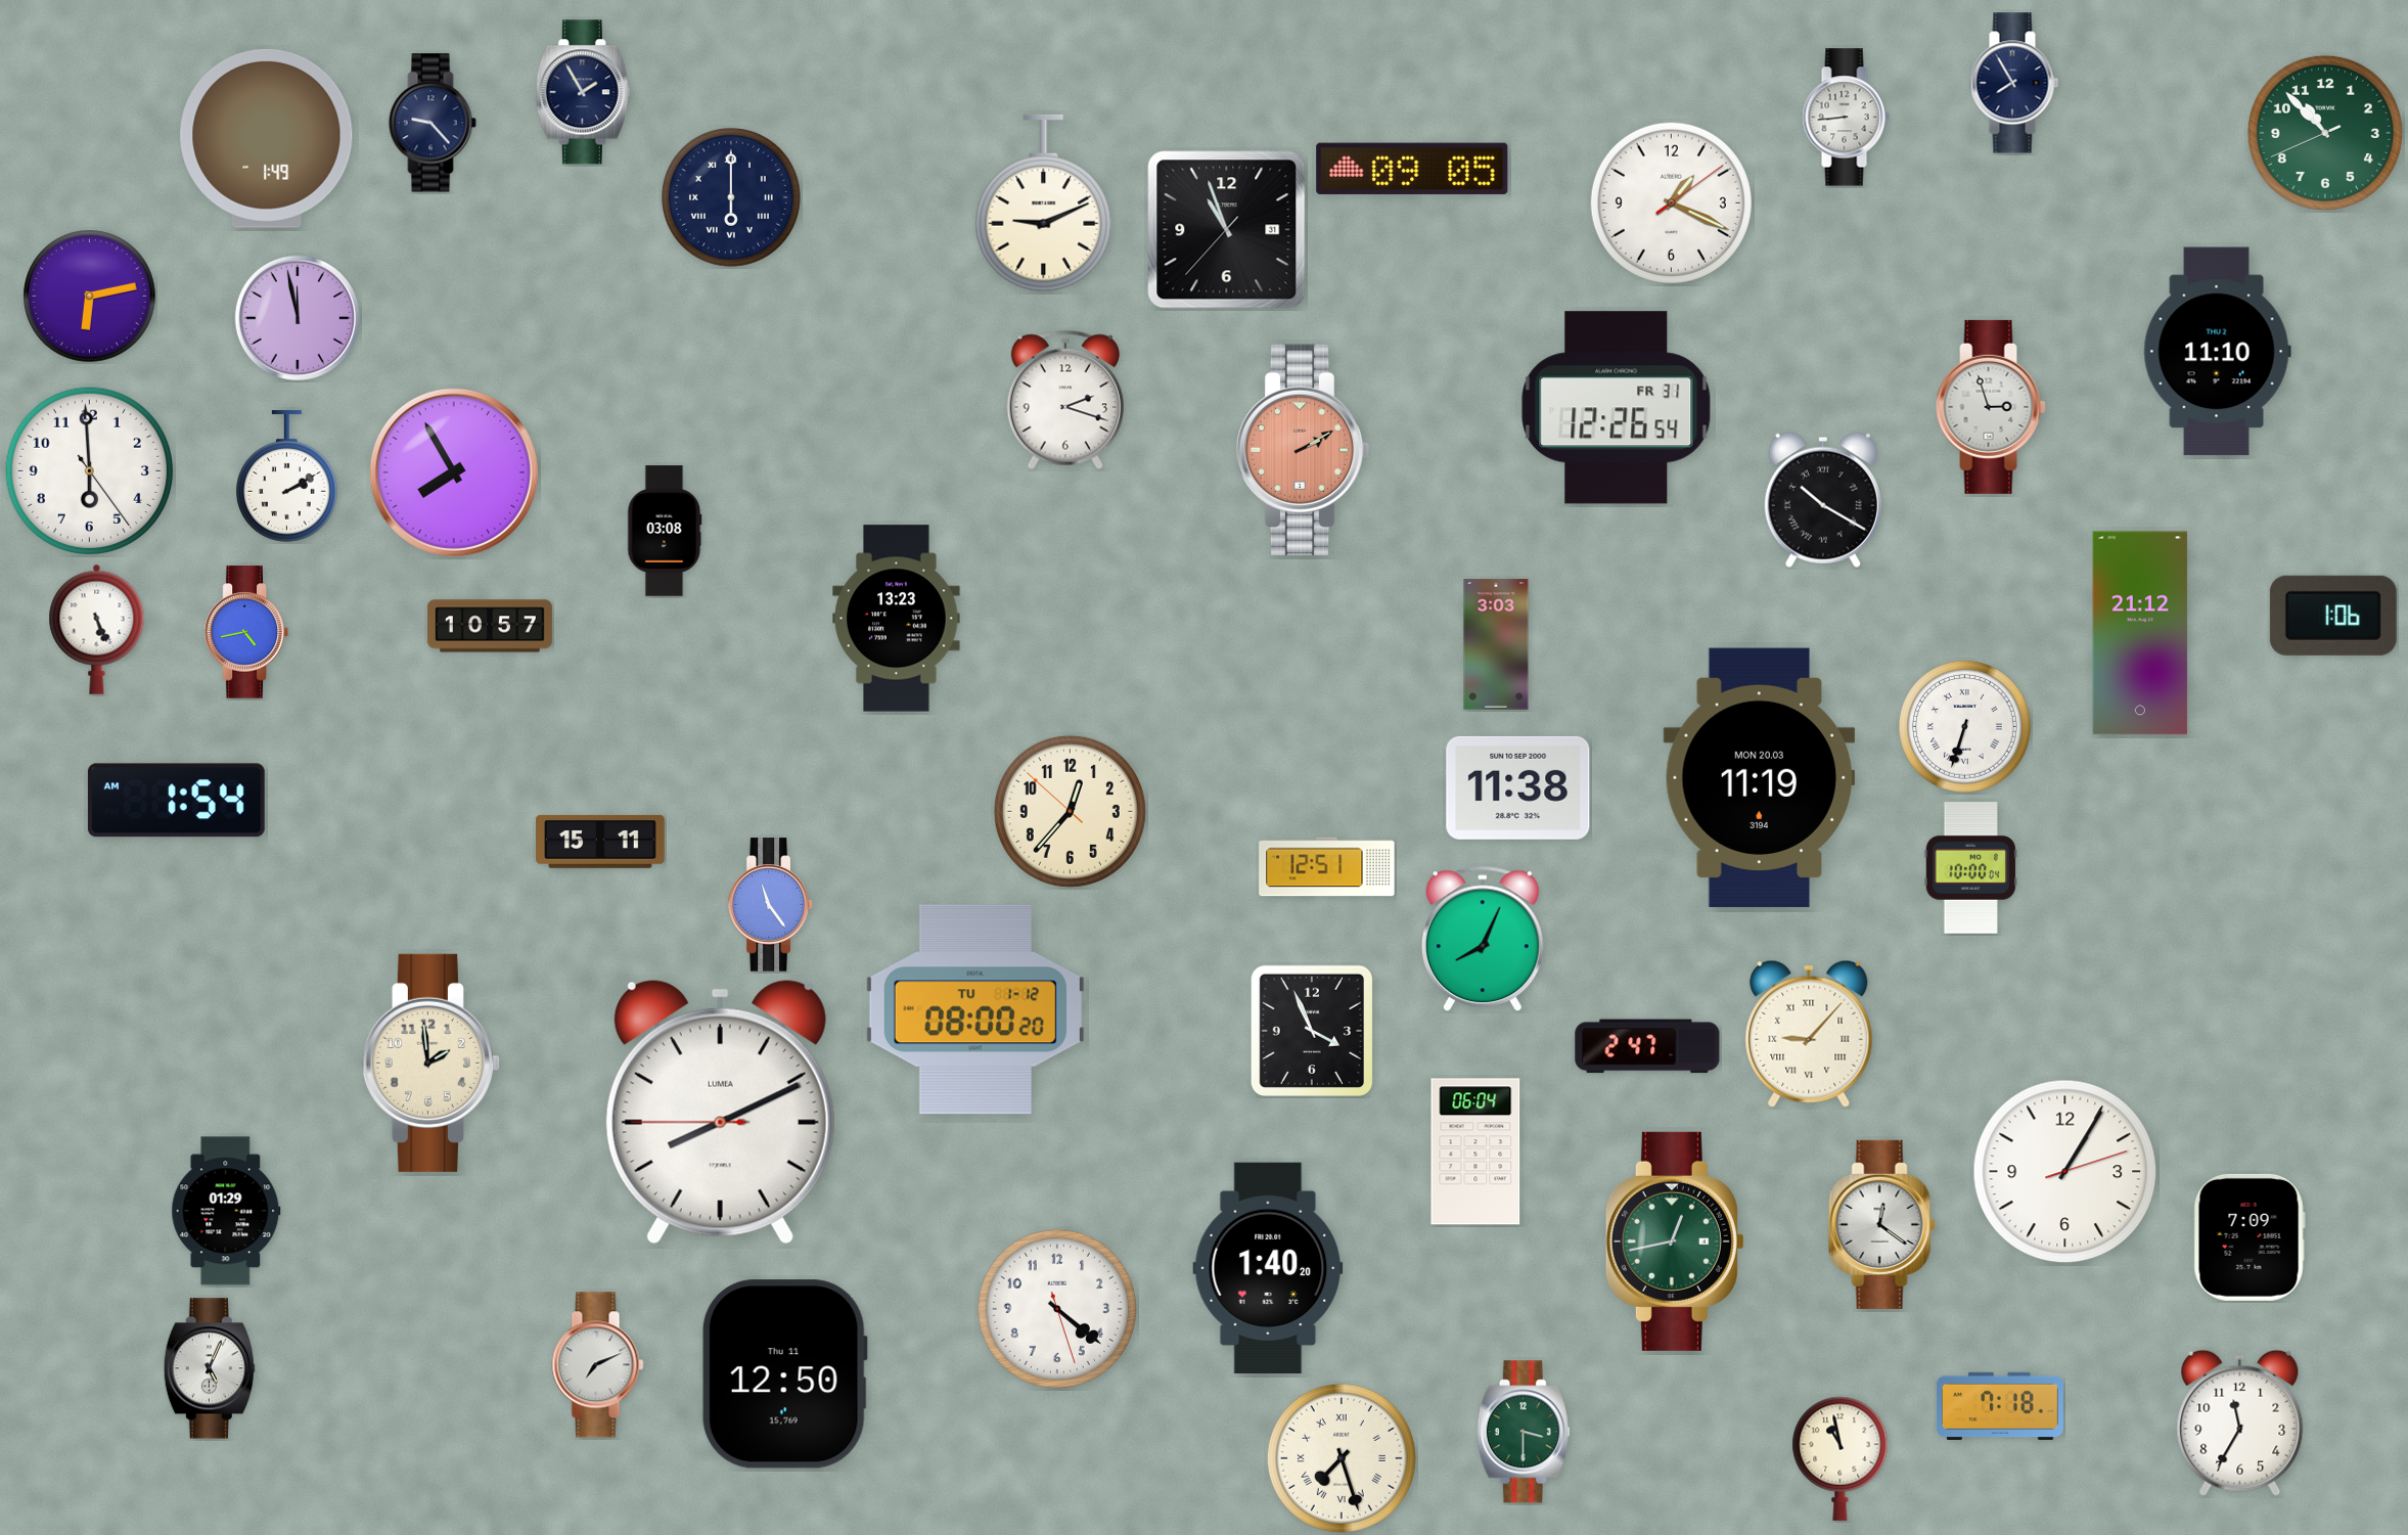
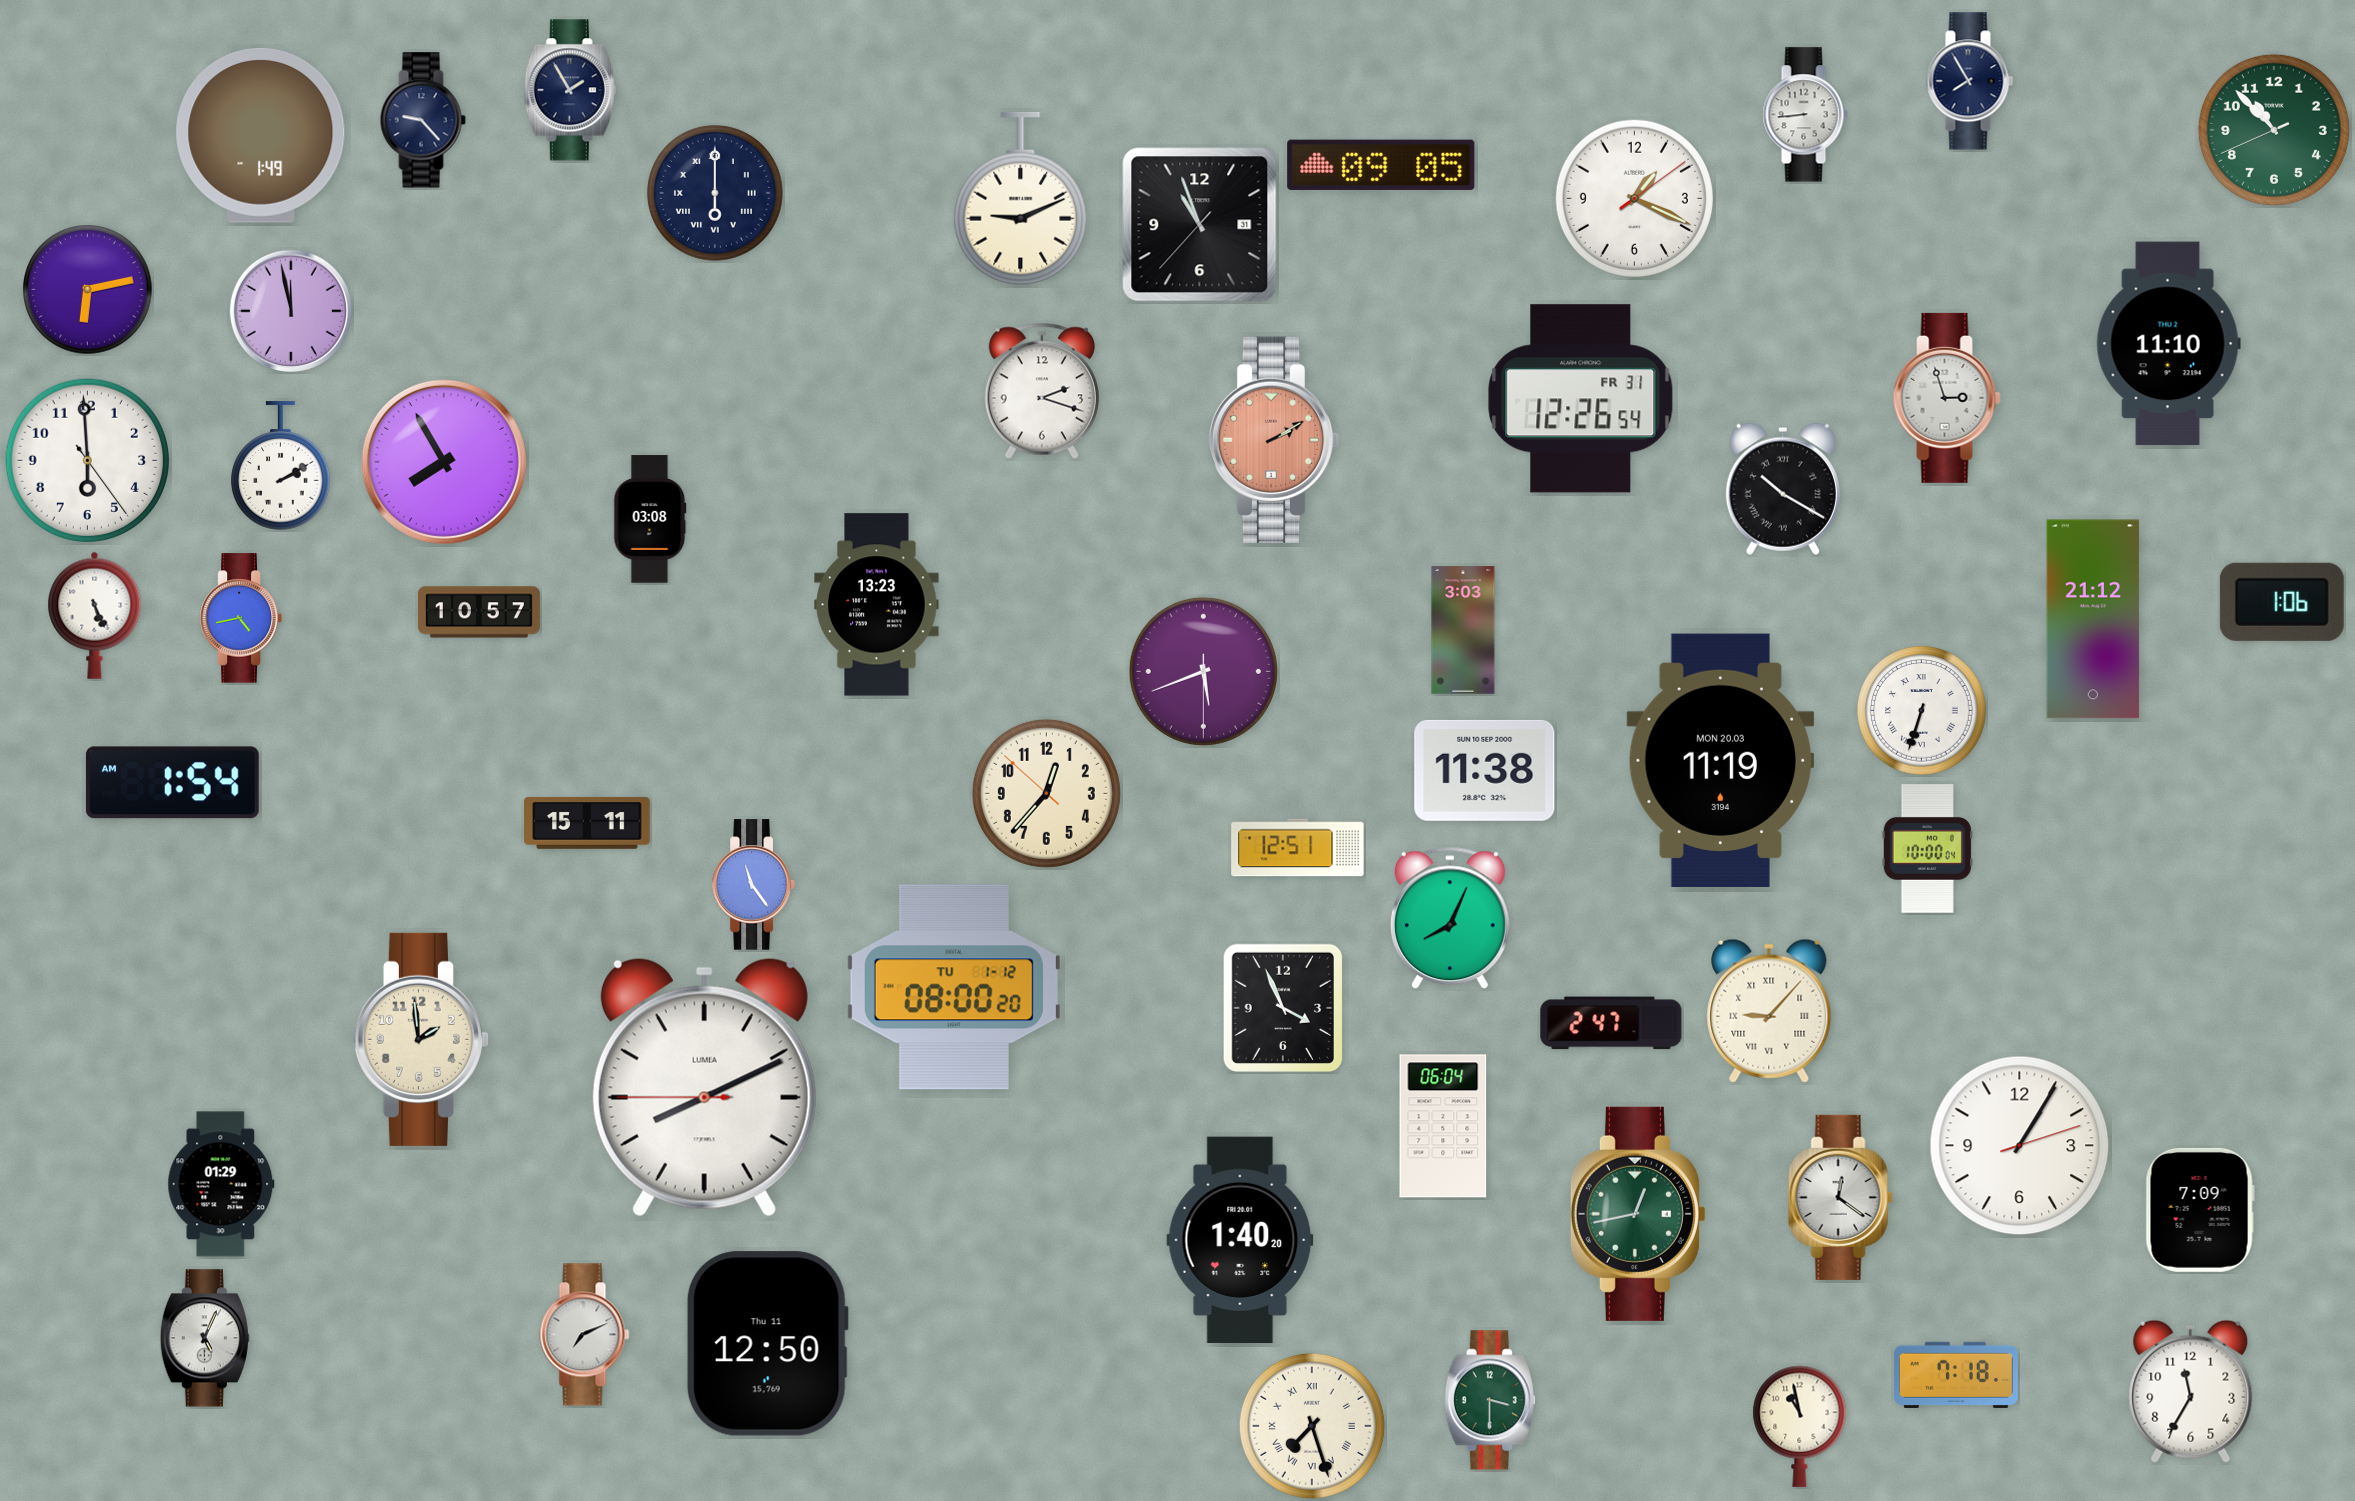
clock at (1203, 671): none -> 5:41
clock at (1057, 1309): 4:21 -> none
